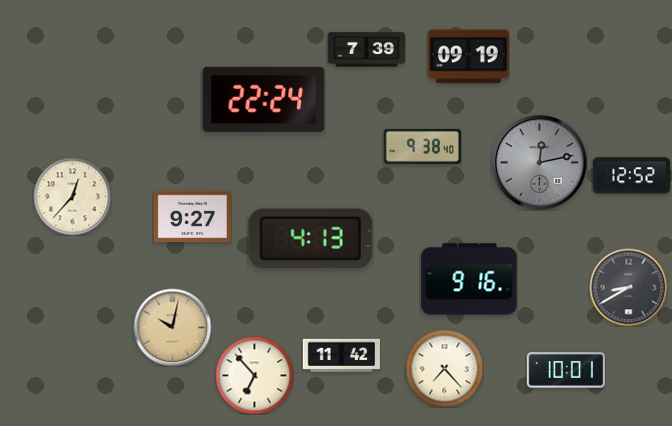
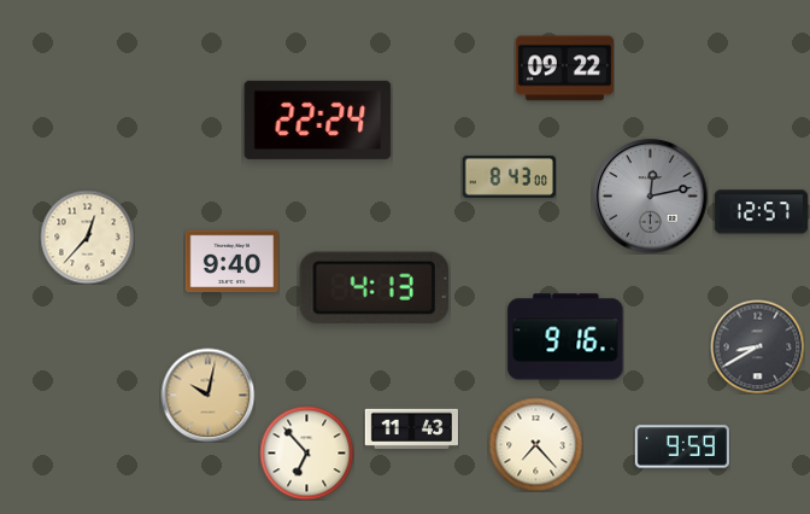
clock at (366, 50): 7:39 -> none
clock at (468, 57): 09:19 -> 09:22
clock at (422, 146): 9:38 -> 8:43
clock at (631, 176): 12:52 -> 12:57
clock at (192, 217): 9:27 -> 9:40
clock at (341, 355): 11:42 -> 11:43
clock at (566, 370): 10:01 -> 9:59
